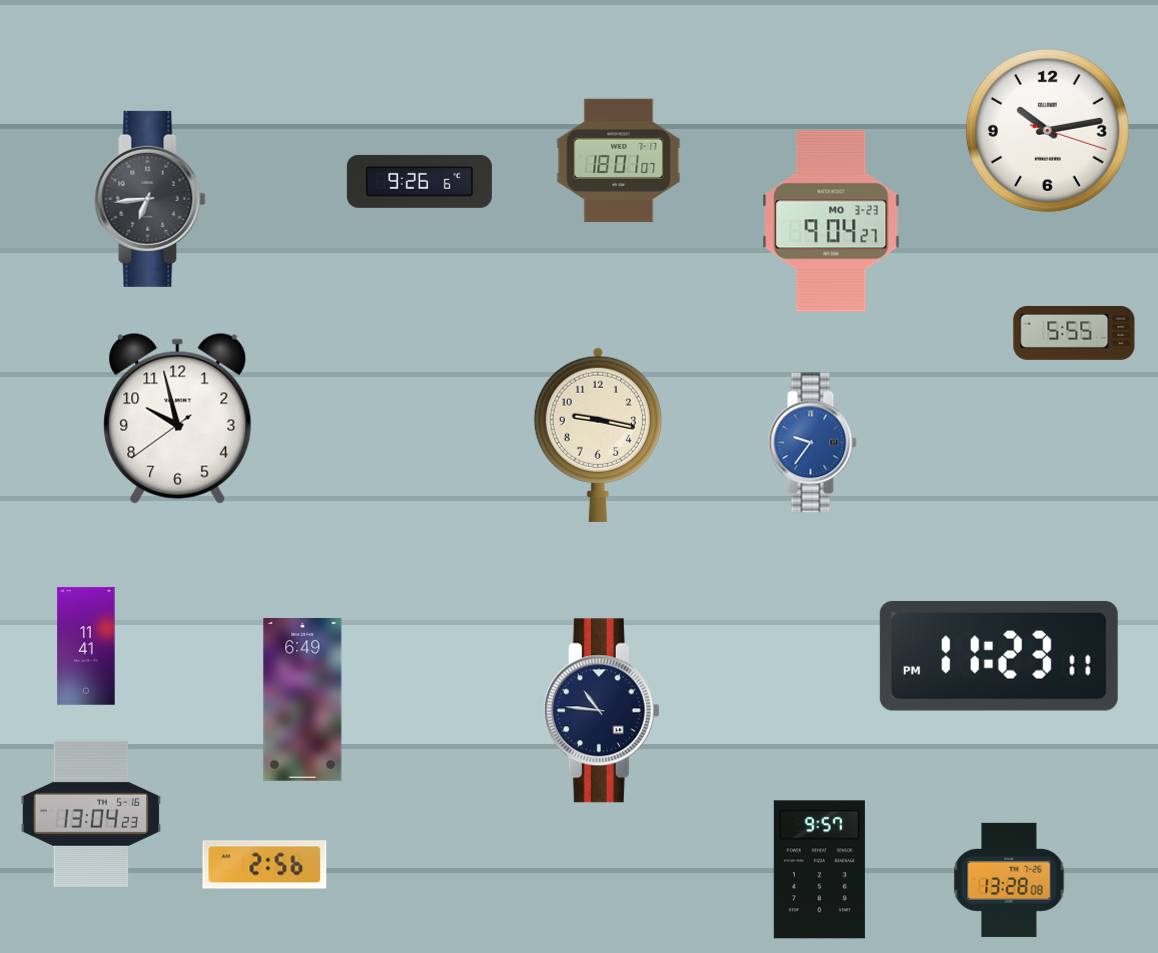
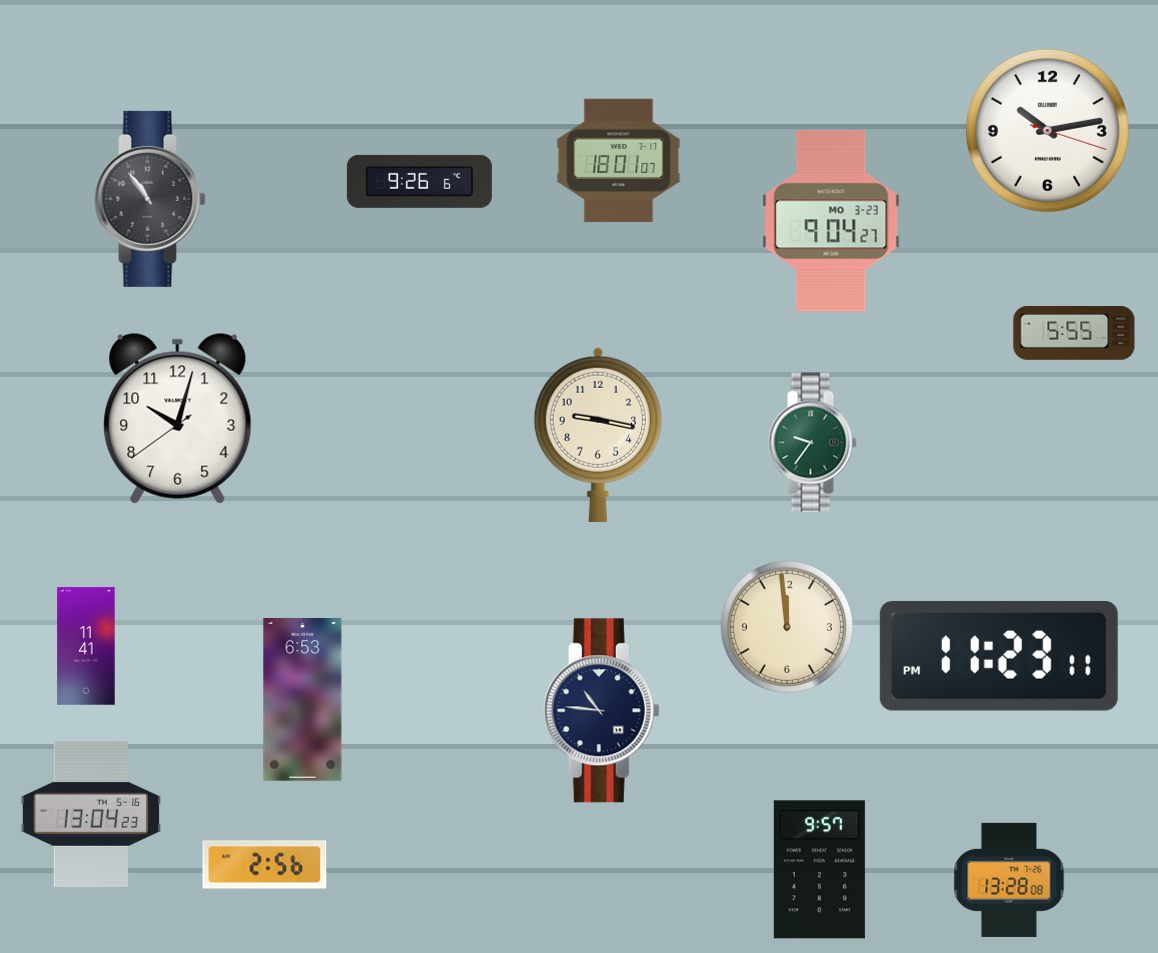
clock at (150, 199): 6:44 -> 10:54
clock at (178, 418): 9:57 -> 10:02
clock at (812, 443) dial: blue -> green
clock at (787, 627): none -> 11:59
clock at (303, 700): 6:49 -> 6:53
